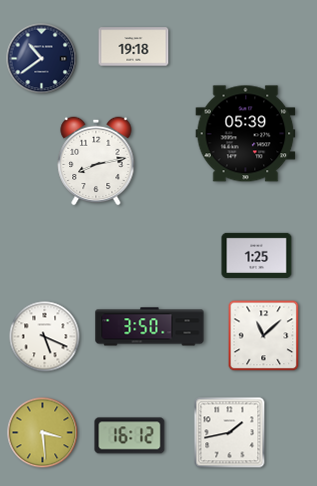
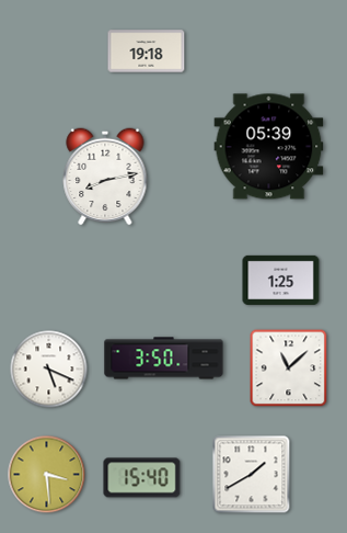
clock at (42, 59): 10:39 -> none
clock at (230, 433): 1:43 -> 1:40
clock at (130, 436): 16:12 -> 15:40
